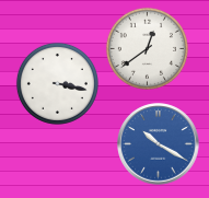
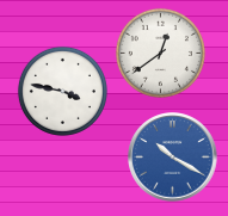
clock at (57, 83): 3:17 -> 3:47
